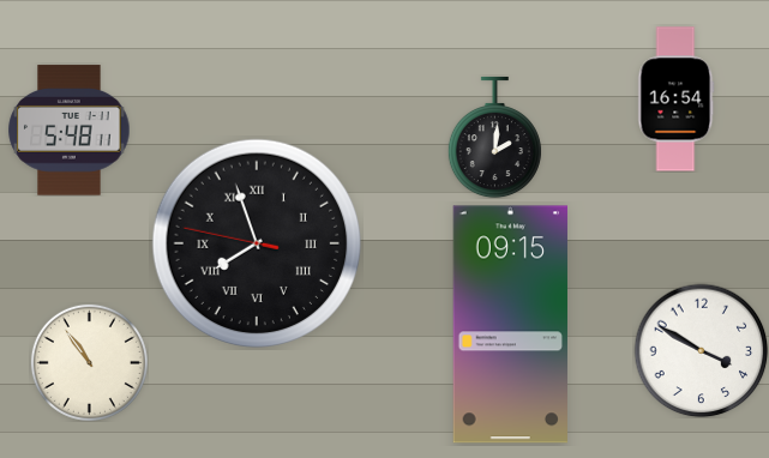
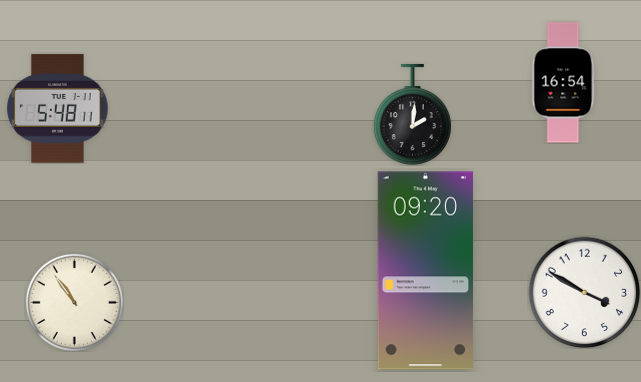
clock at (257, 243): 7:56 -> none
clock at (510, 325): 09:15 -> 09:20
